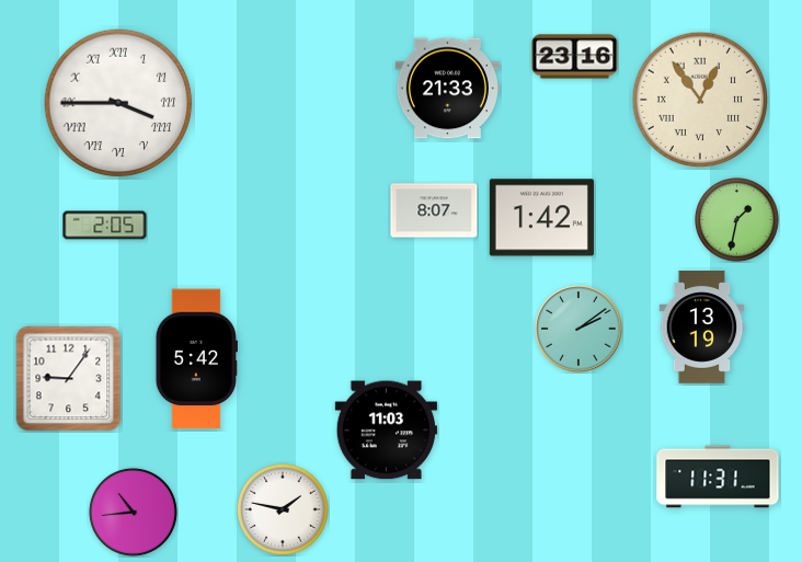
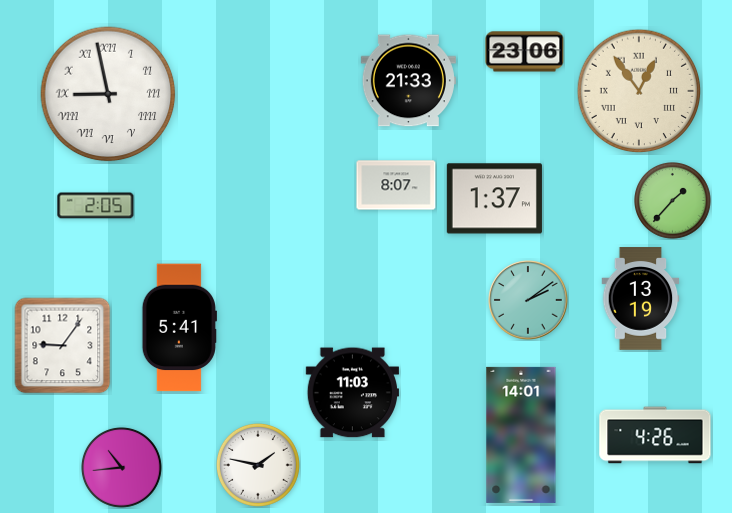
clock at (575, 57): 23:16 -> 23:06
clock at (118, 103): 3:45 -> 8:58
clock at (434, 210) position: (434, 210) -> (396, 185)
clock at (541, 218): 1:42 -> 1:37
clock at (737, 220): 1:32 -> 1:37
clock at (196, 359): 5:42 -> 5:41
clock at (521, 435): none -> 14:01
clock at (718, 477): 11:31 -> 4:26
